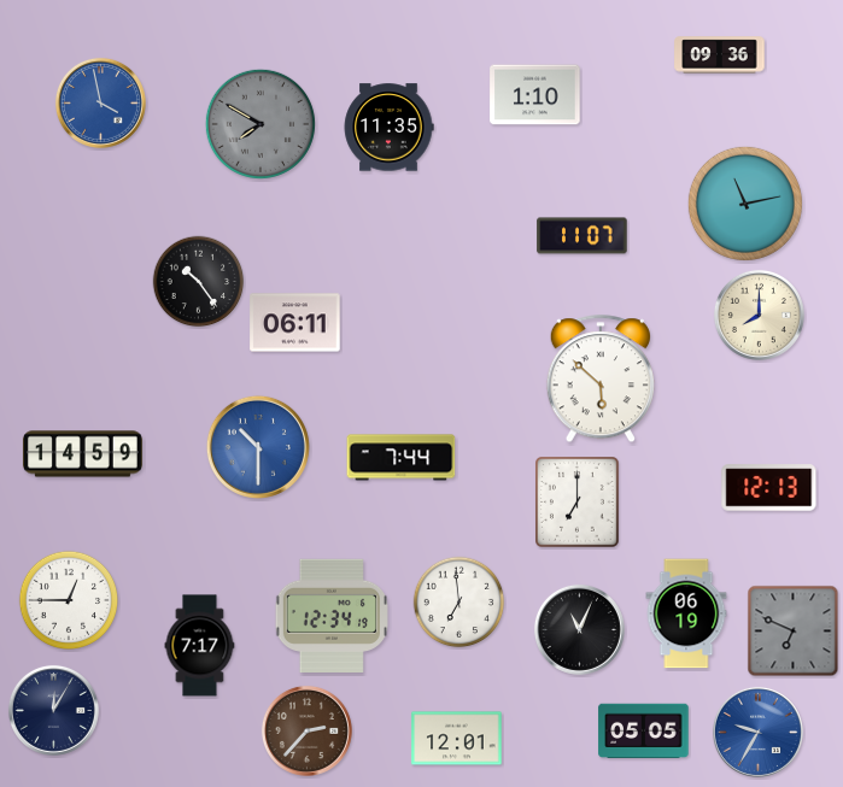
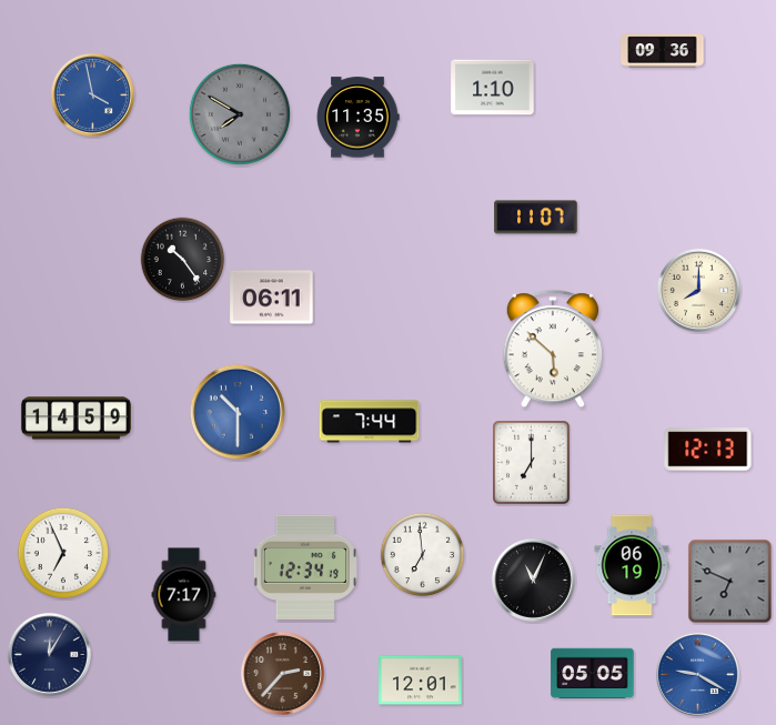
clock at (745, 204): 11:13 -> none
clock at (69, 600): 12:45 -> 6:56
clock at (757, 732): 9:35 -> 9:20
